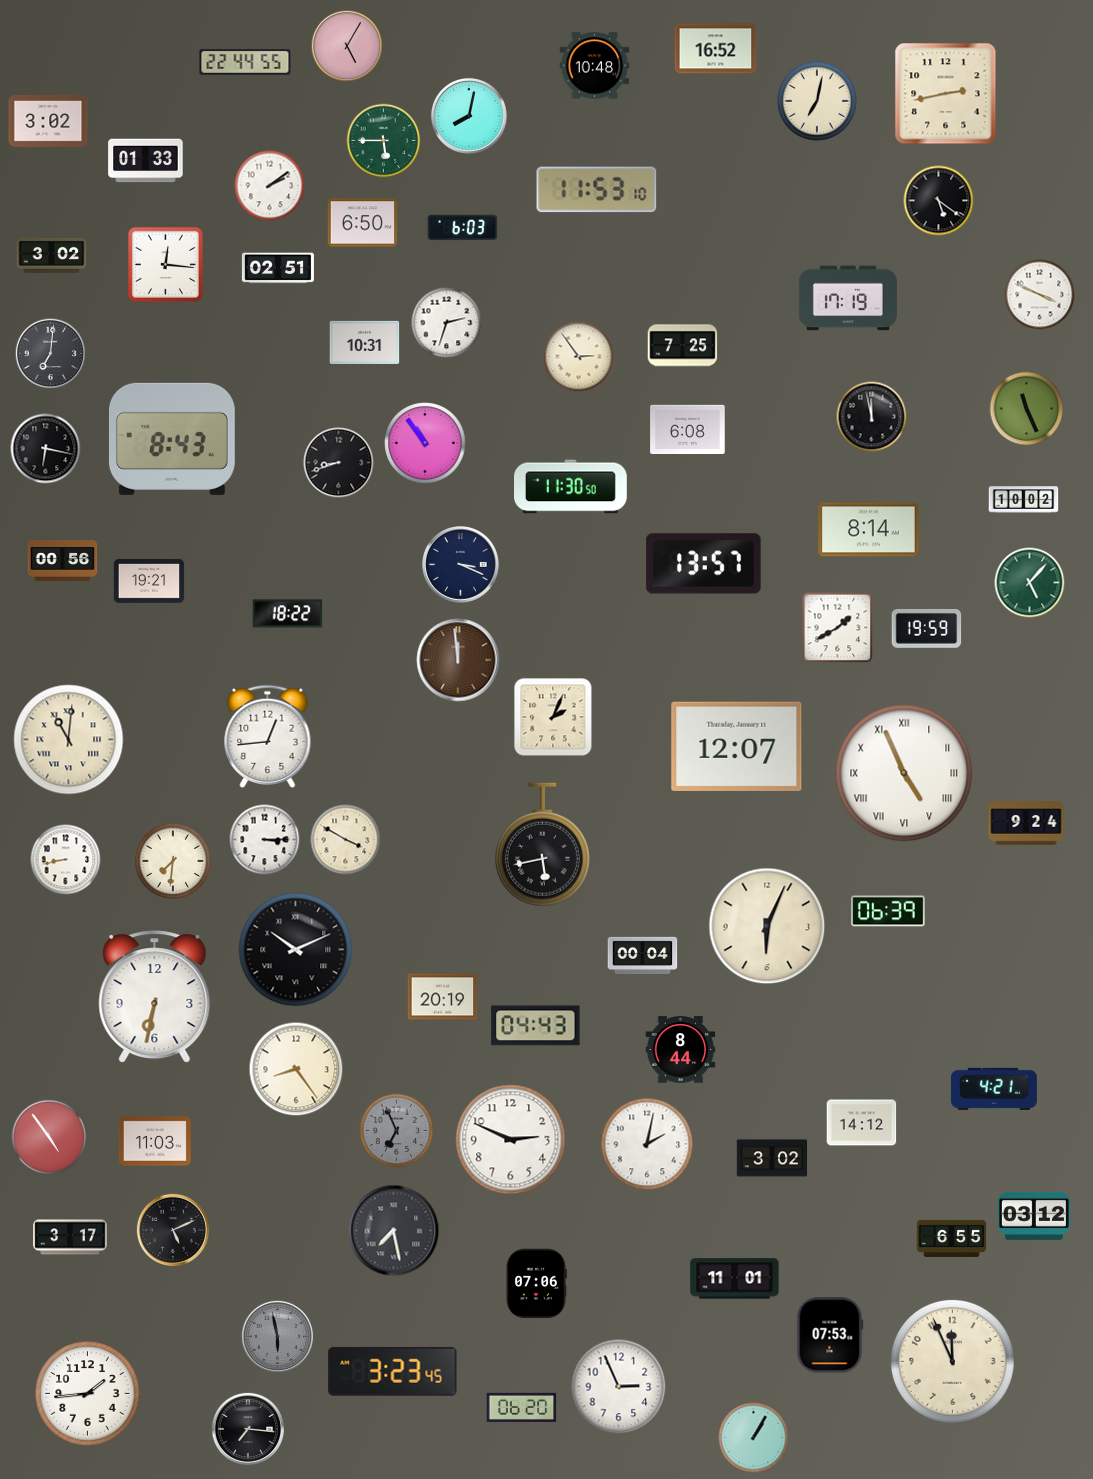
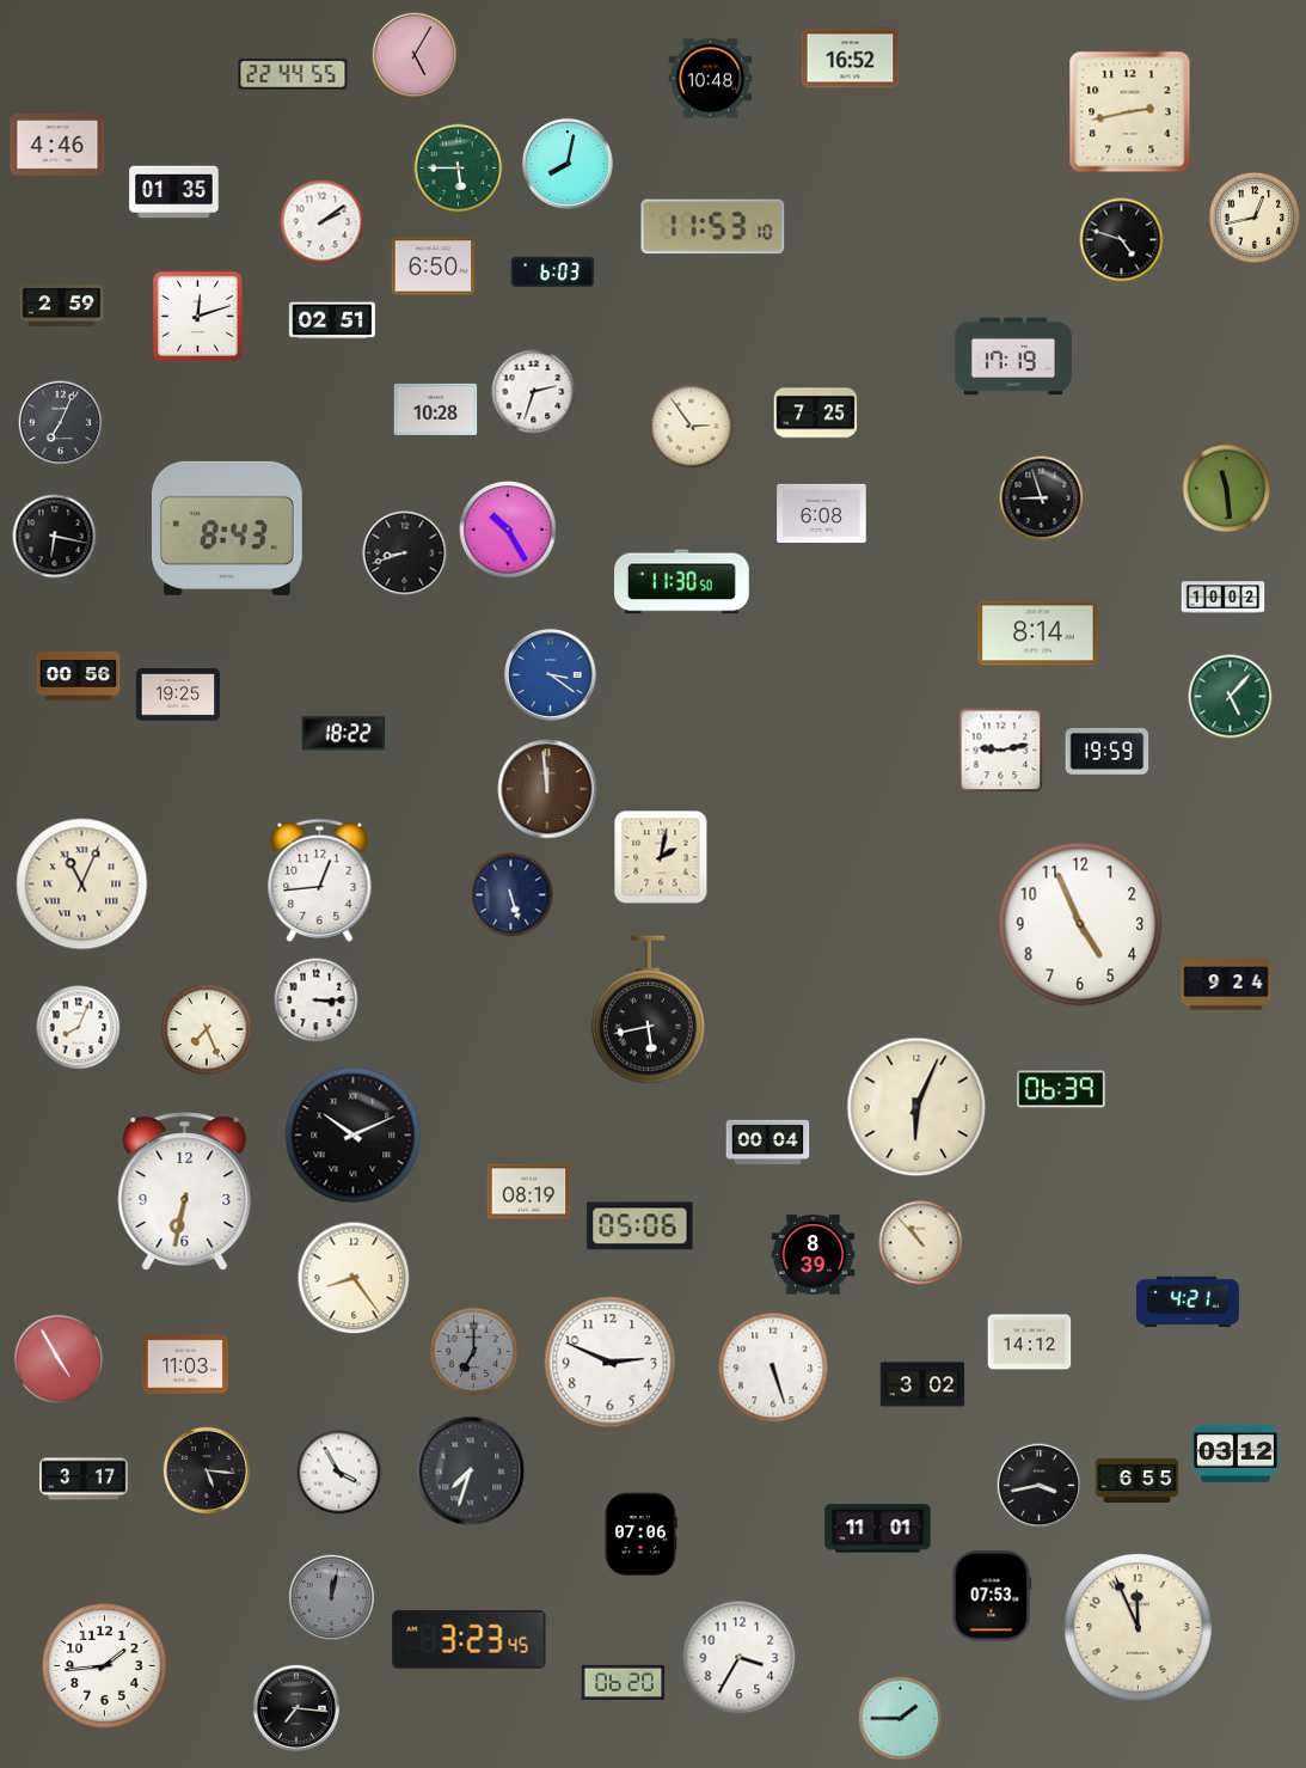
clock at (716, 49) position: (716, 49) -> (851, 59)
clock at (818, 102): 7:02 -> none
clock at (469, 116) position: (469, 116) -> (568, 164)
clock at (48, 121): 3:02 -> 4:46
clock at (146, 161): 01:33 -> 01:35
clock at (1253, 216): none -> 12:43
clock at (939, 201): 5:21 -> 4:48
clock at (52, 255): 3:02 -> 2:59
clock at (165, 264): 12:16 -> 12:12
clock at (1040, 295): 3:49 -> none
clock at (447, 323) position: (447, 323) -> (534, 392)
clock at (365, 342): 10:31 -> 10:28
clock at (51, 354): 7:01 -> 7:04
clock at (1027, 409): 11:26 -> 11:29
clock at (872, 417): 11:58 -> 8:57
clock at (172, 439) position: (172, 439) -> (227, 528)
clock at (425, 443): 10:54 -> 10:25
clock at (63, 561) position: (63, 561) -> (79, 677)
clock at (704, 564): 13:57 -> none
clock at (461, 565): 3:19 -> 3:21
clock at (461, 565) dial: navy -> blue
clock at (149, 581): 19:21 -> 19:25
clock at (838, 628): 1:40 -> 9:13
clock at (553, 717): 2:04 -> 2:02
clock at (69, 740): 11:01 -> 11:04
clock at (737, 746): 12:07 -> none
clock at (511, 895): none -> 5:27
clock at (904, 773) numerals: Roman -> Arabic
clock at (265, 840) position: (265, 840) -> (317, 1001)
clock at (346, 840): 3:50 -> none
clock at (66, 860): 8:43 -> 8:04
clock at (172, 860): 7:31 -> 7:26
clock at (443, 997): 20:19 -> 08:19
clock at (536, 1026): 04:43 -> 05:06
clock at (921, 1243): none -> 10:53
clock at (681, 1050): 8:44 -> 8:39
clock at (397, 1131): 6:56 -> 7:00
clock at (49, 1137): 4:54 -> 4:55
clock at (647, 1144): 2:02 -> 5:27
clock at (173, 1230): 5:11 -> 5:16
clock at (394, 1231): 7:28 -> 7:33
clock at (339, 1473): none -> 3:55
clock at (1040, 1486): none -> 3:43
clock at (277, 1336): 5:58 -> 12:02
clock at (619, 1387): 2:56 -> 3:35
clock at (754, 1438): 1:05 -> 1:45
